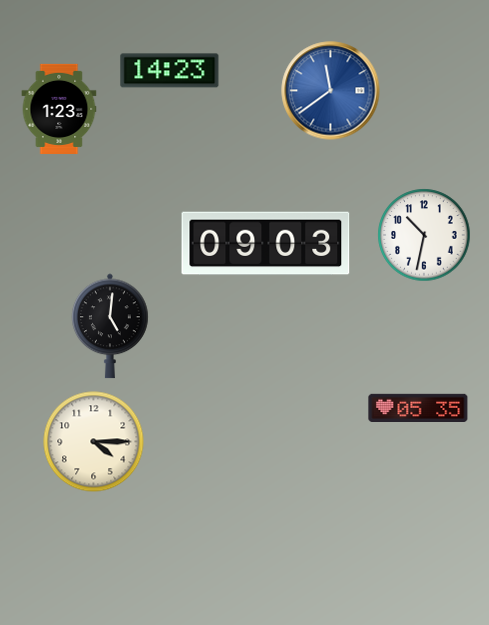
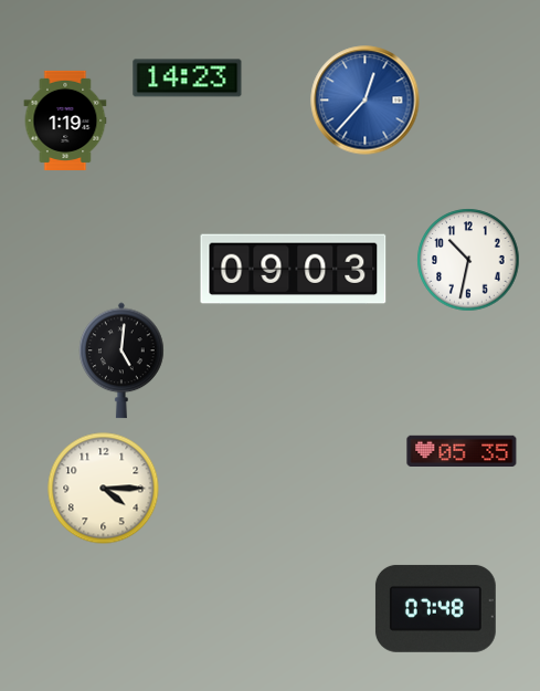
clock at (331, 91): 11:39 -> 12:37
clock at (59, 109): 1:23 -> 1:19
clock at (435, 608): none -> 07:48
